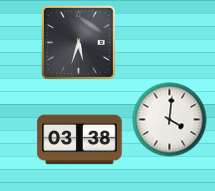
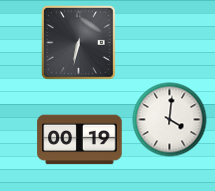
clock at (79, 43): 5:33 -> 6:32
clock at (80, 140): 03:38 -> 00:19
